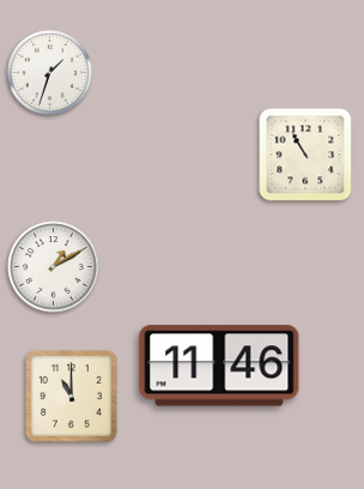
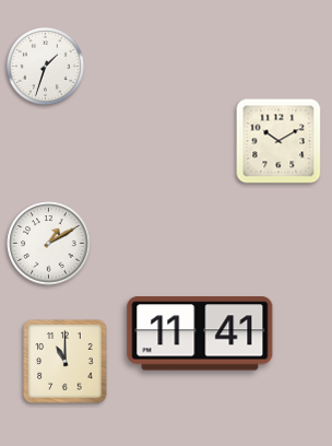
clock at (305, 155): 10:55 -> 10:10
clock at (219, 366): 11:46 -> 11:41
